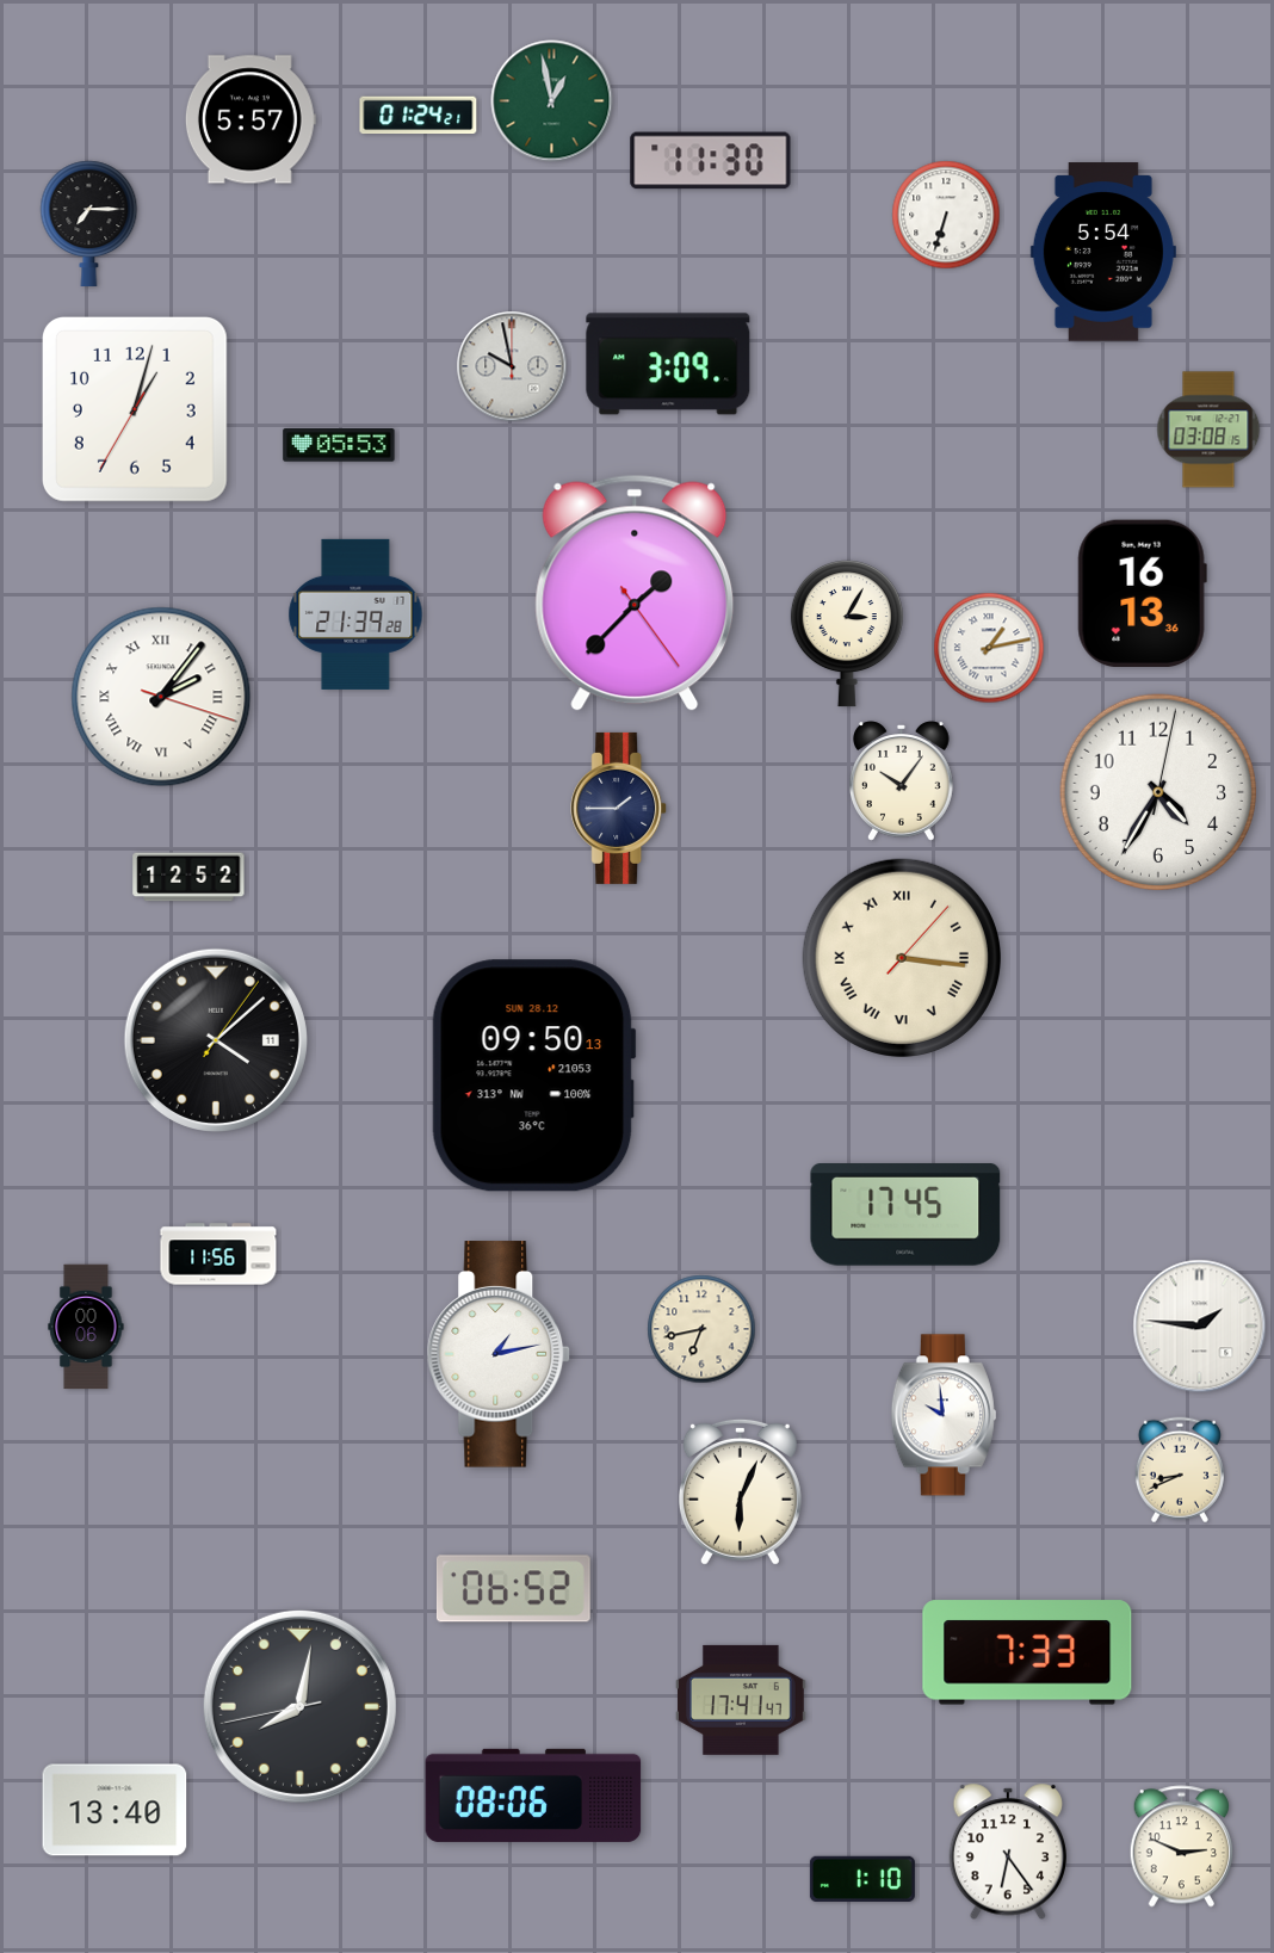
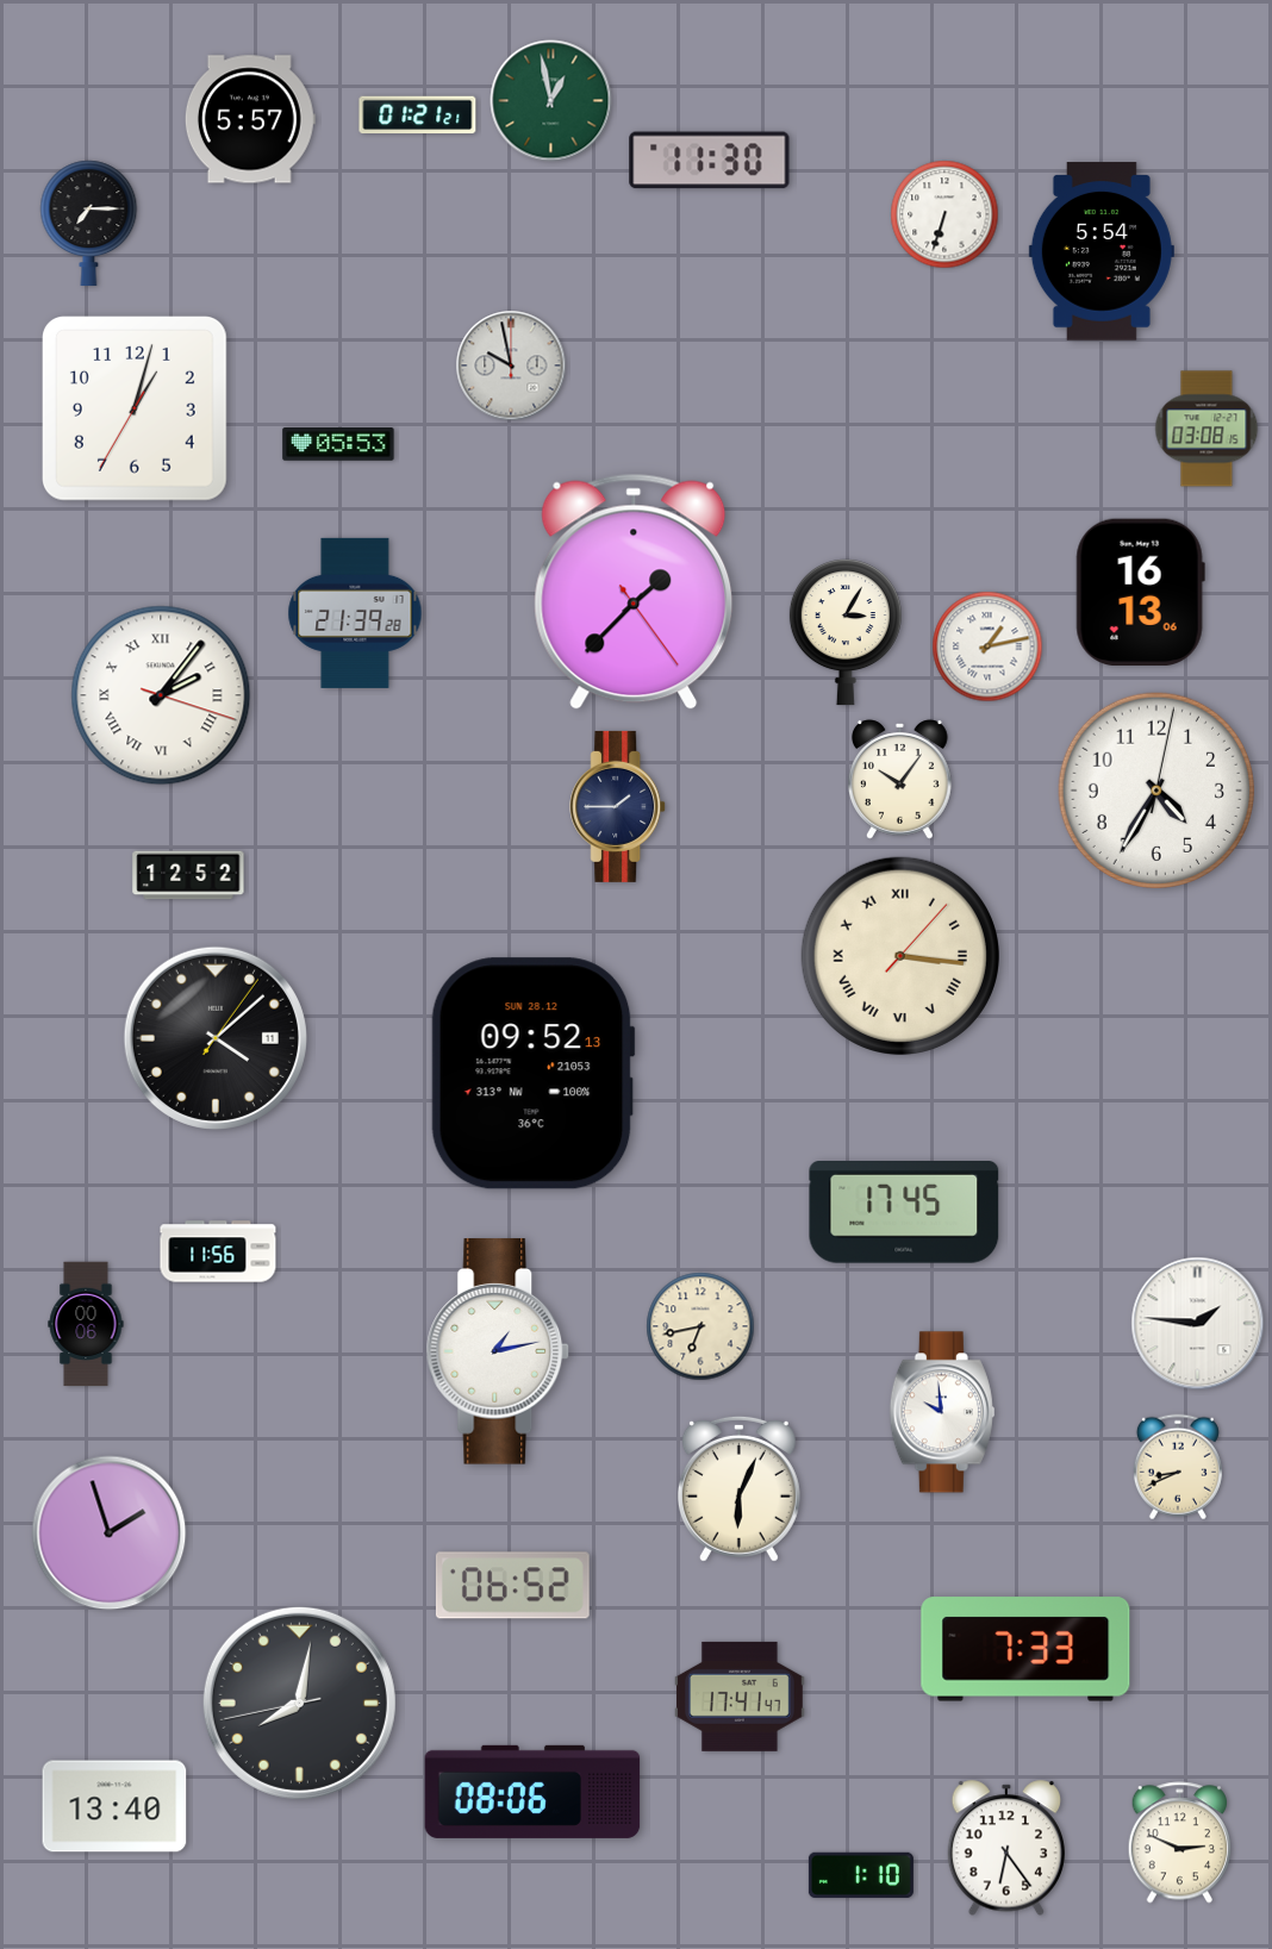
clock at (419, 116): 01:24 -> 01:21
clock at (668, 364): 3:09 -> none
clock at (1142, 593): 16:13:36 -> 16:13:06
clock at (533, 1076): 09:50 -> 09:52
clock at (110, 1533): none -> 1:57
